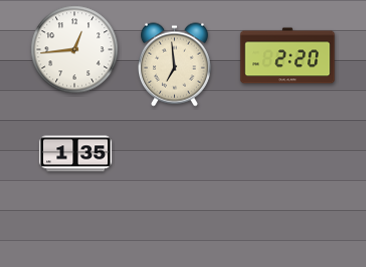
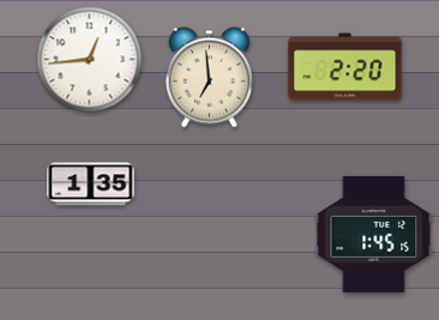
clock at (374, 234): none -> 1:45
